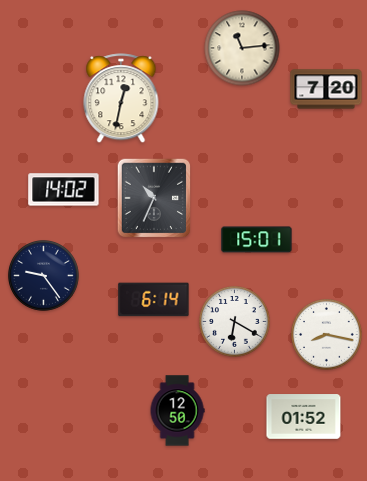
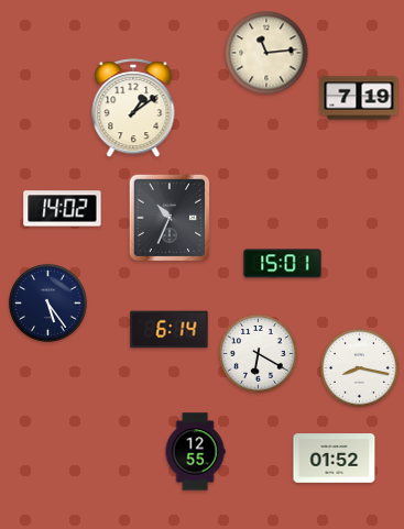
clock at (326, 89): 7:20 -> 7:19
clock at (121, 99): 12:32 -> 1:09
clock at (64, 190) position: (64, 190) -> (63, 209)
clock at (44, 276): 9:24 -> 5:24
clock at (177, 411): 12:50 -> 12:55
